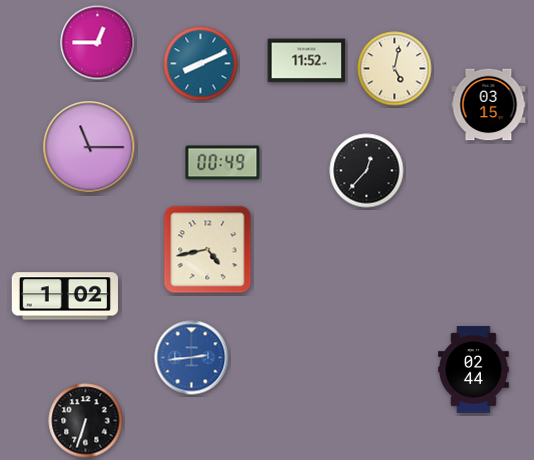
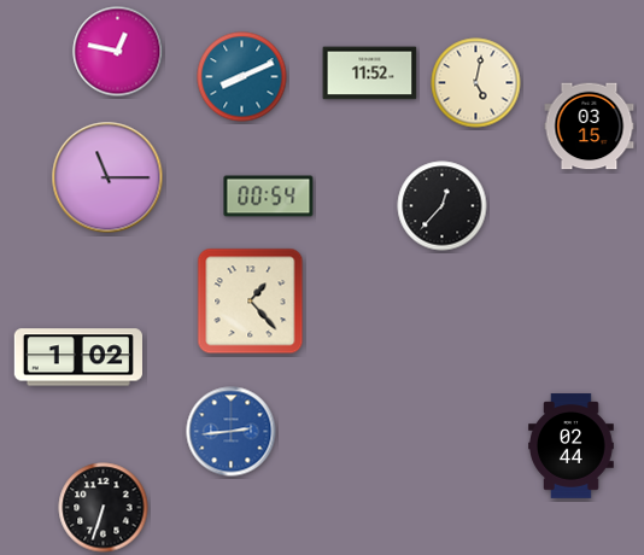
clock at (98, 43): 12:45 -> 12:47
clock at (223, 163): 00:49 -> 00:54
clock at (208, 250): 4:43 -> 1:23
